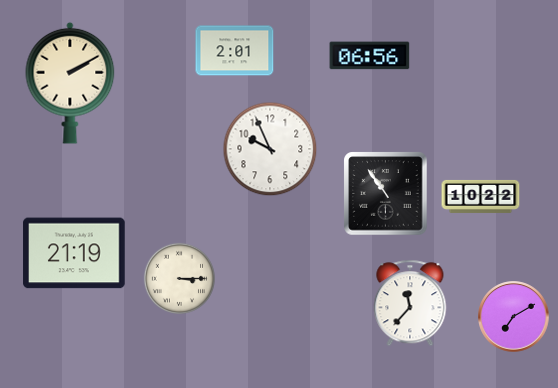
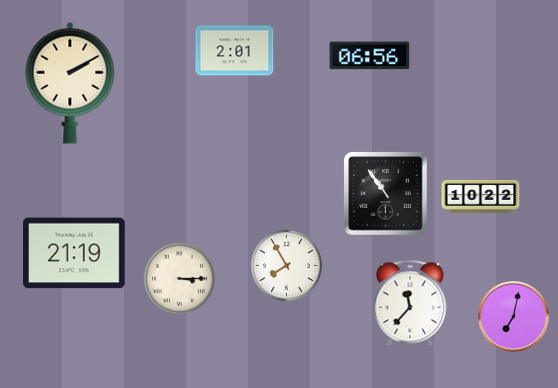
clock at (270, 149): 9:56 -> none
clock at (286, 265): none -> 7:55
clock at (514, 317): 7:10 -> 7:02
